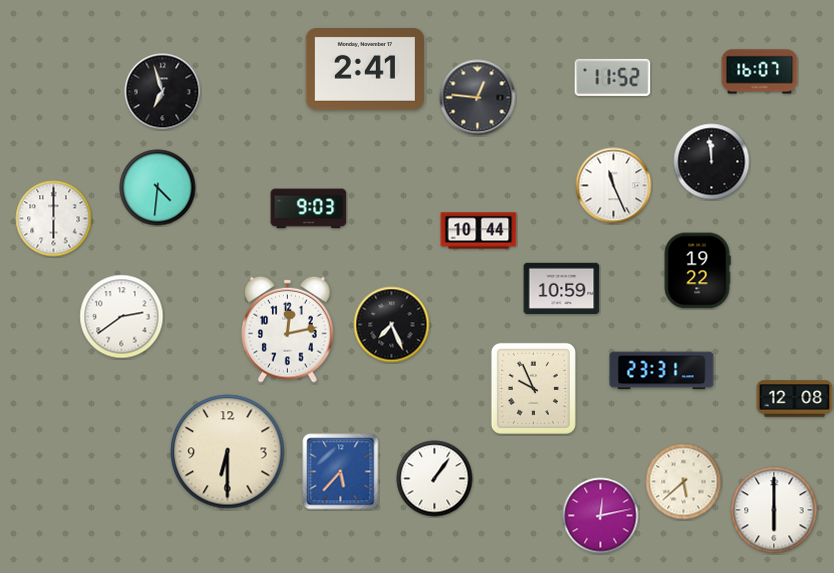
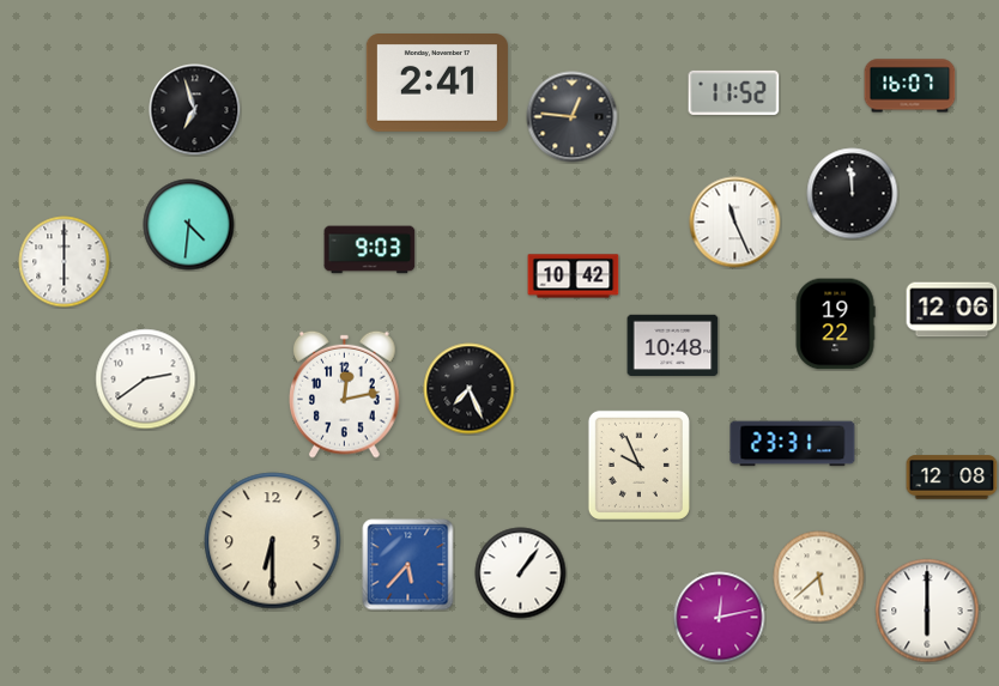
clock at (479, 231): 10:44 -> 10:42
clock at (952, 310): none -> 12:06
clock at (562, 288): 10:59 -> 10:48
